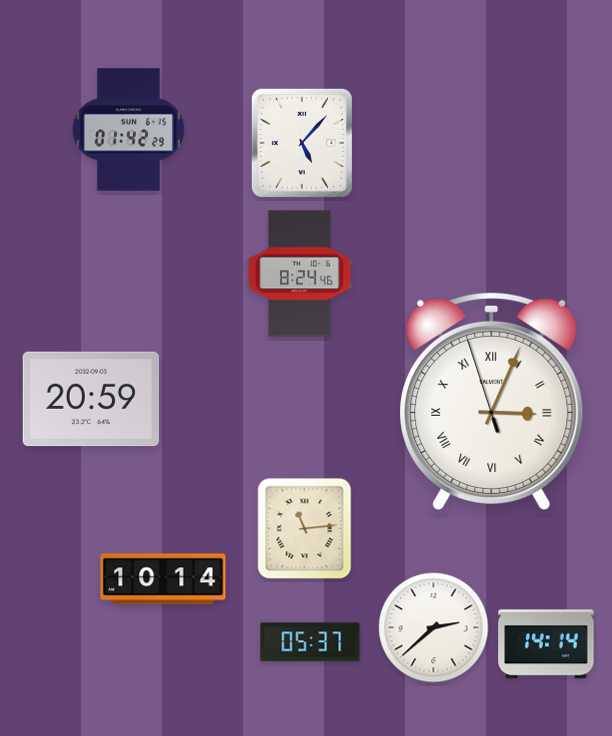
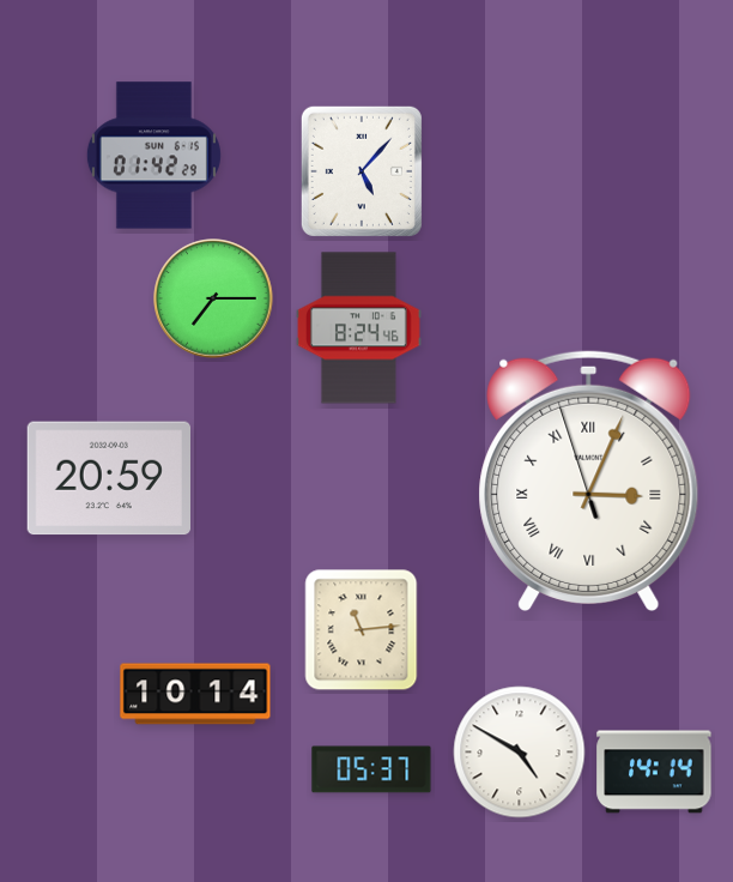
clock at (213, 298): none -> 7:15
clock at (305, 529) position: (305, 529) -> (362, 630)
clock at (434, 628): 2:38 -> 4:50
